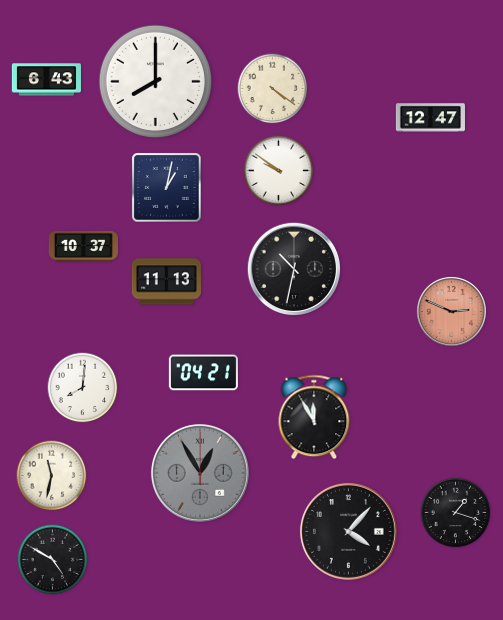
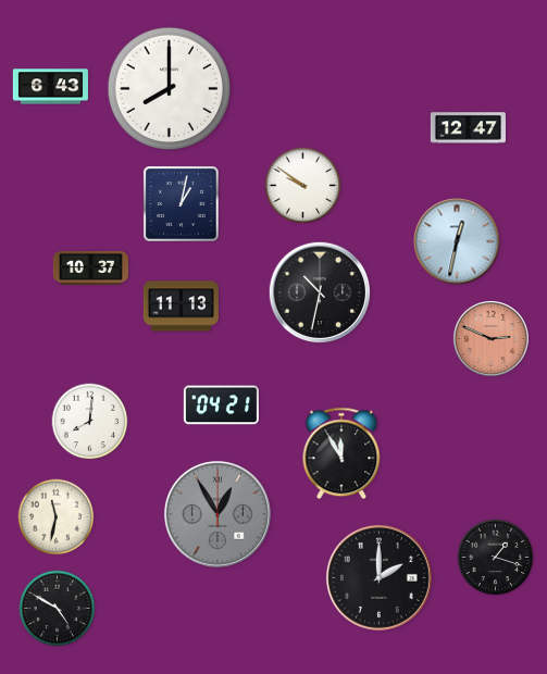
clock at (273, 89): 4:21 -> none
clock at (457, 241): none -> 12:32
clock at (348, 531): 4:07 -> 2:00
